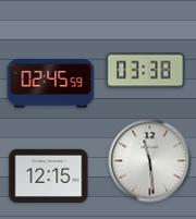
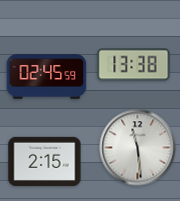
clock at (146, 71): 03:38 -> 13:38
clock at (49, 175): 12:15 -> 2:15
